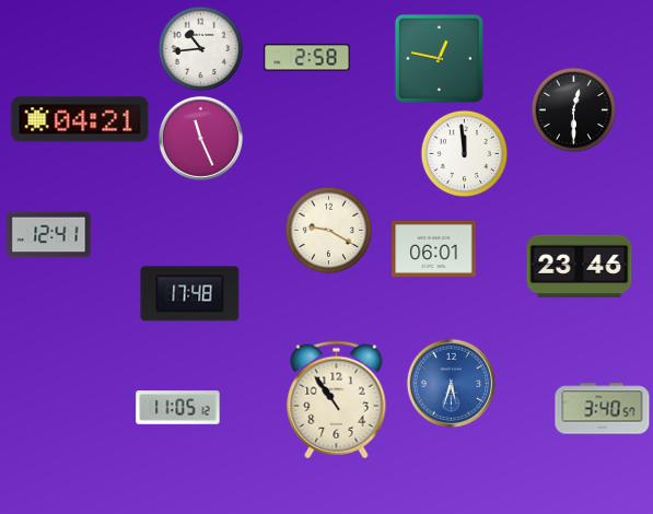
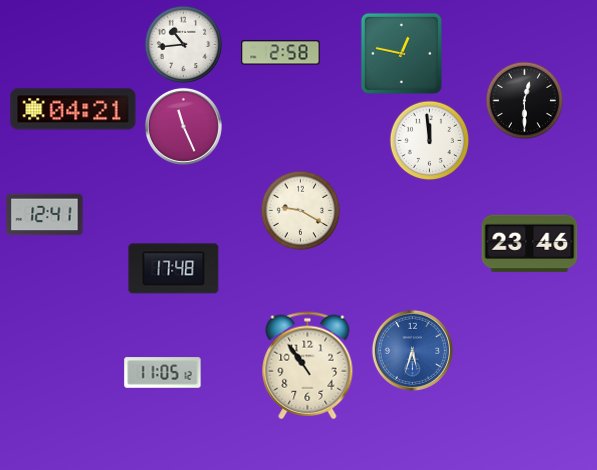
clock at (464, 153) position: (464, 153) -> (429, 140)
clock at (434, 248): 06:01 -> none
clock at (603, 409): 3:40 -> none
